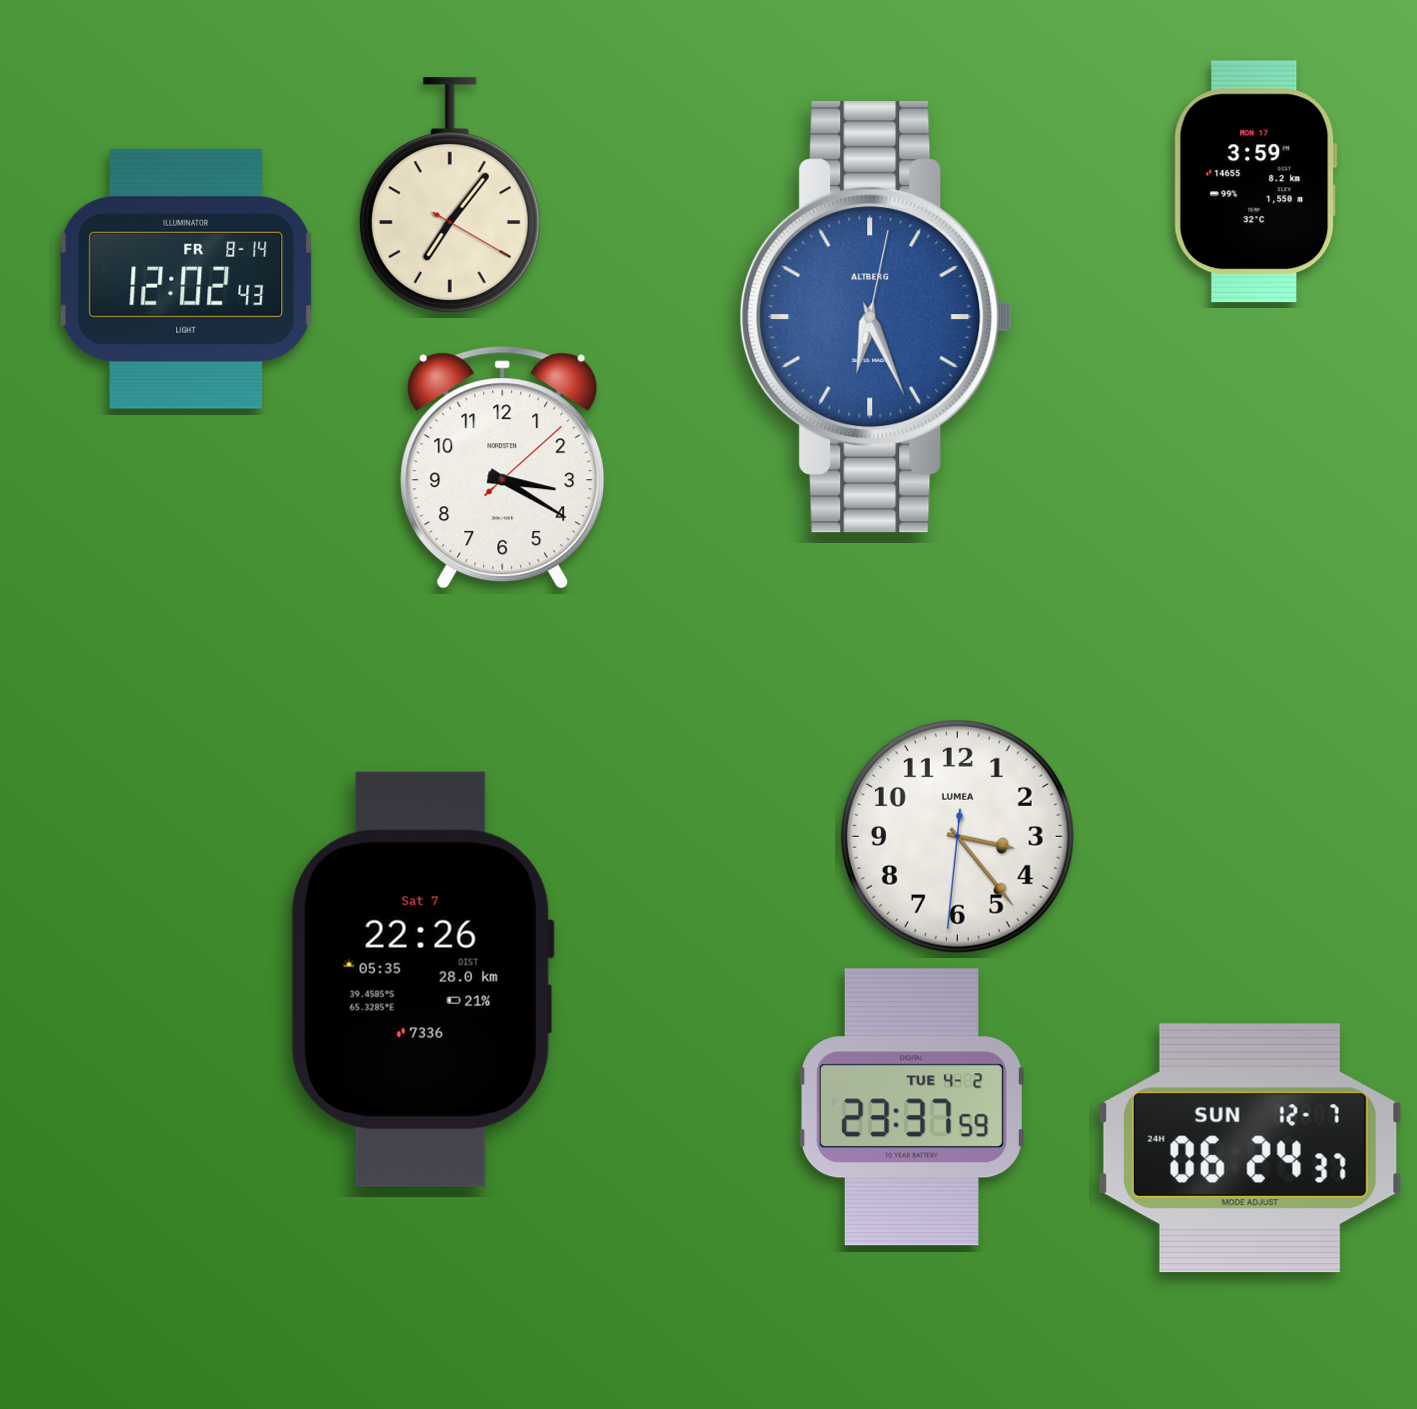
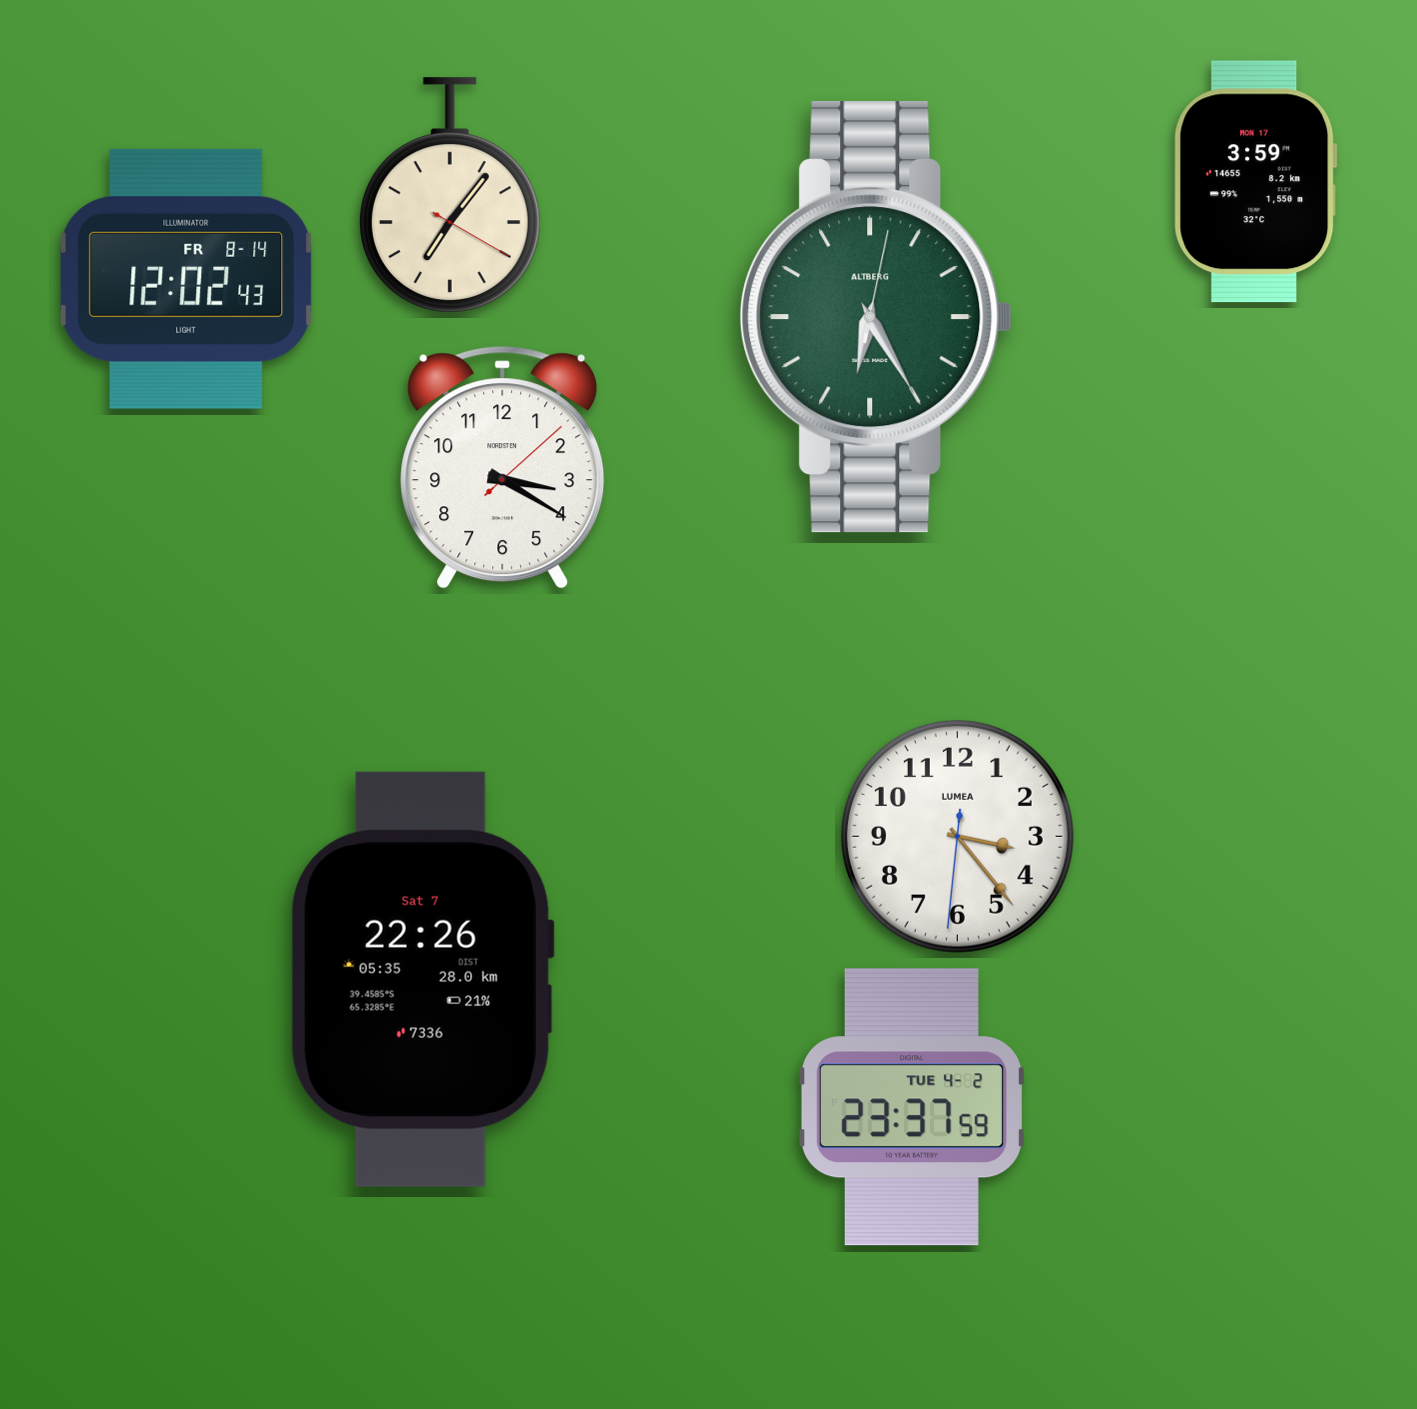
clock at (876, 318): 6:26 -> 6:25
clock at (876, 318) dial: blue -> green
clock at (1250, 1148): 06:24 -> none
